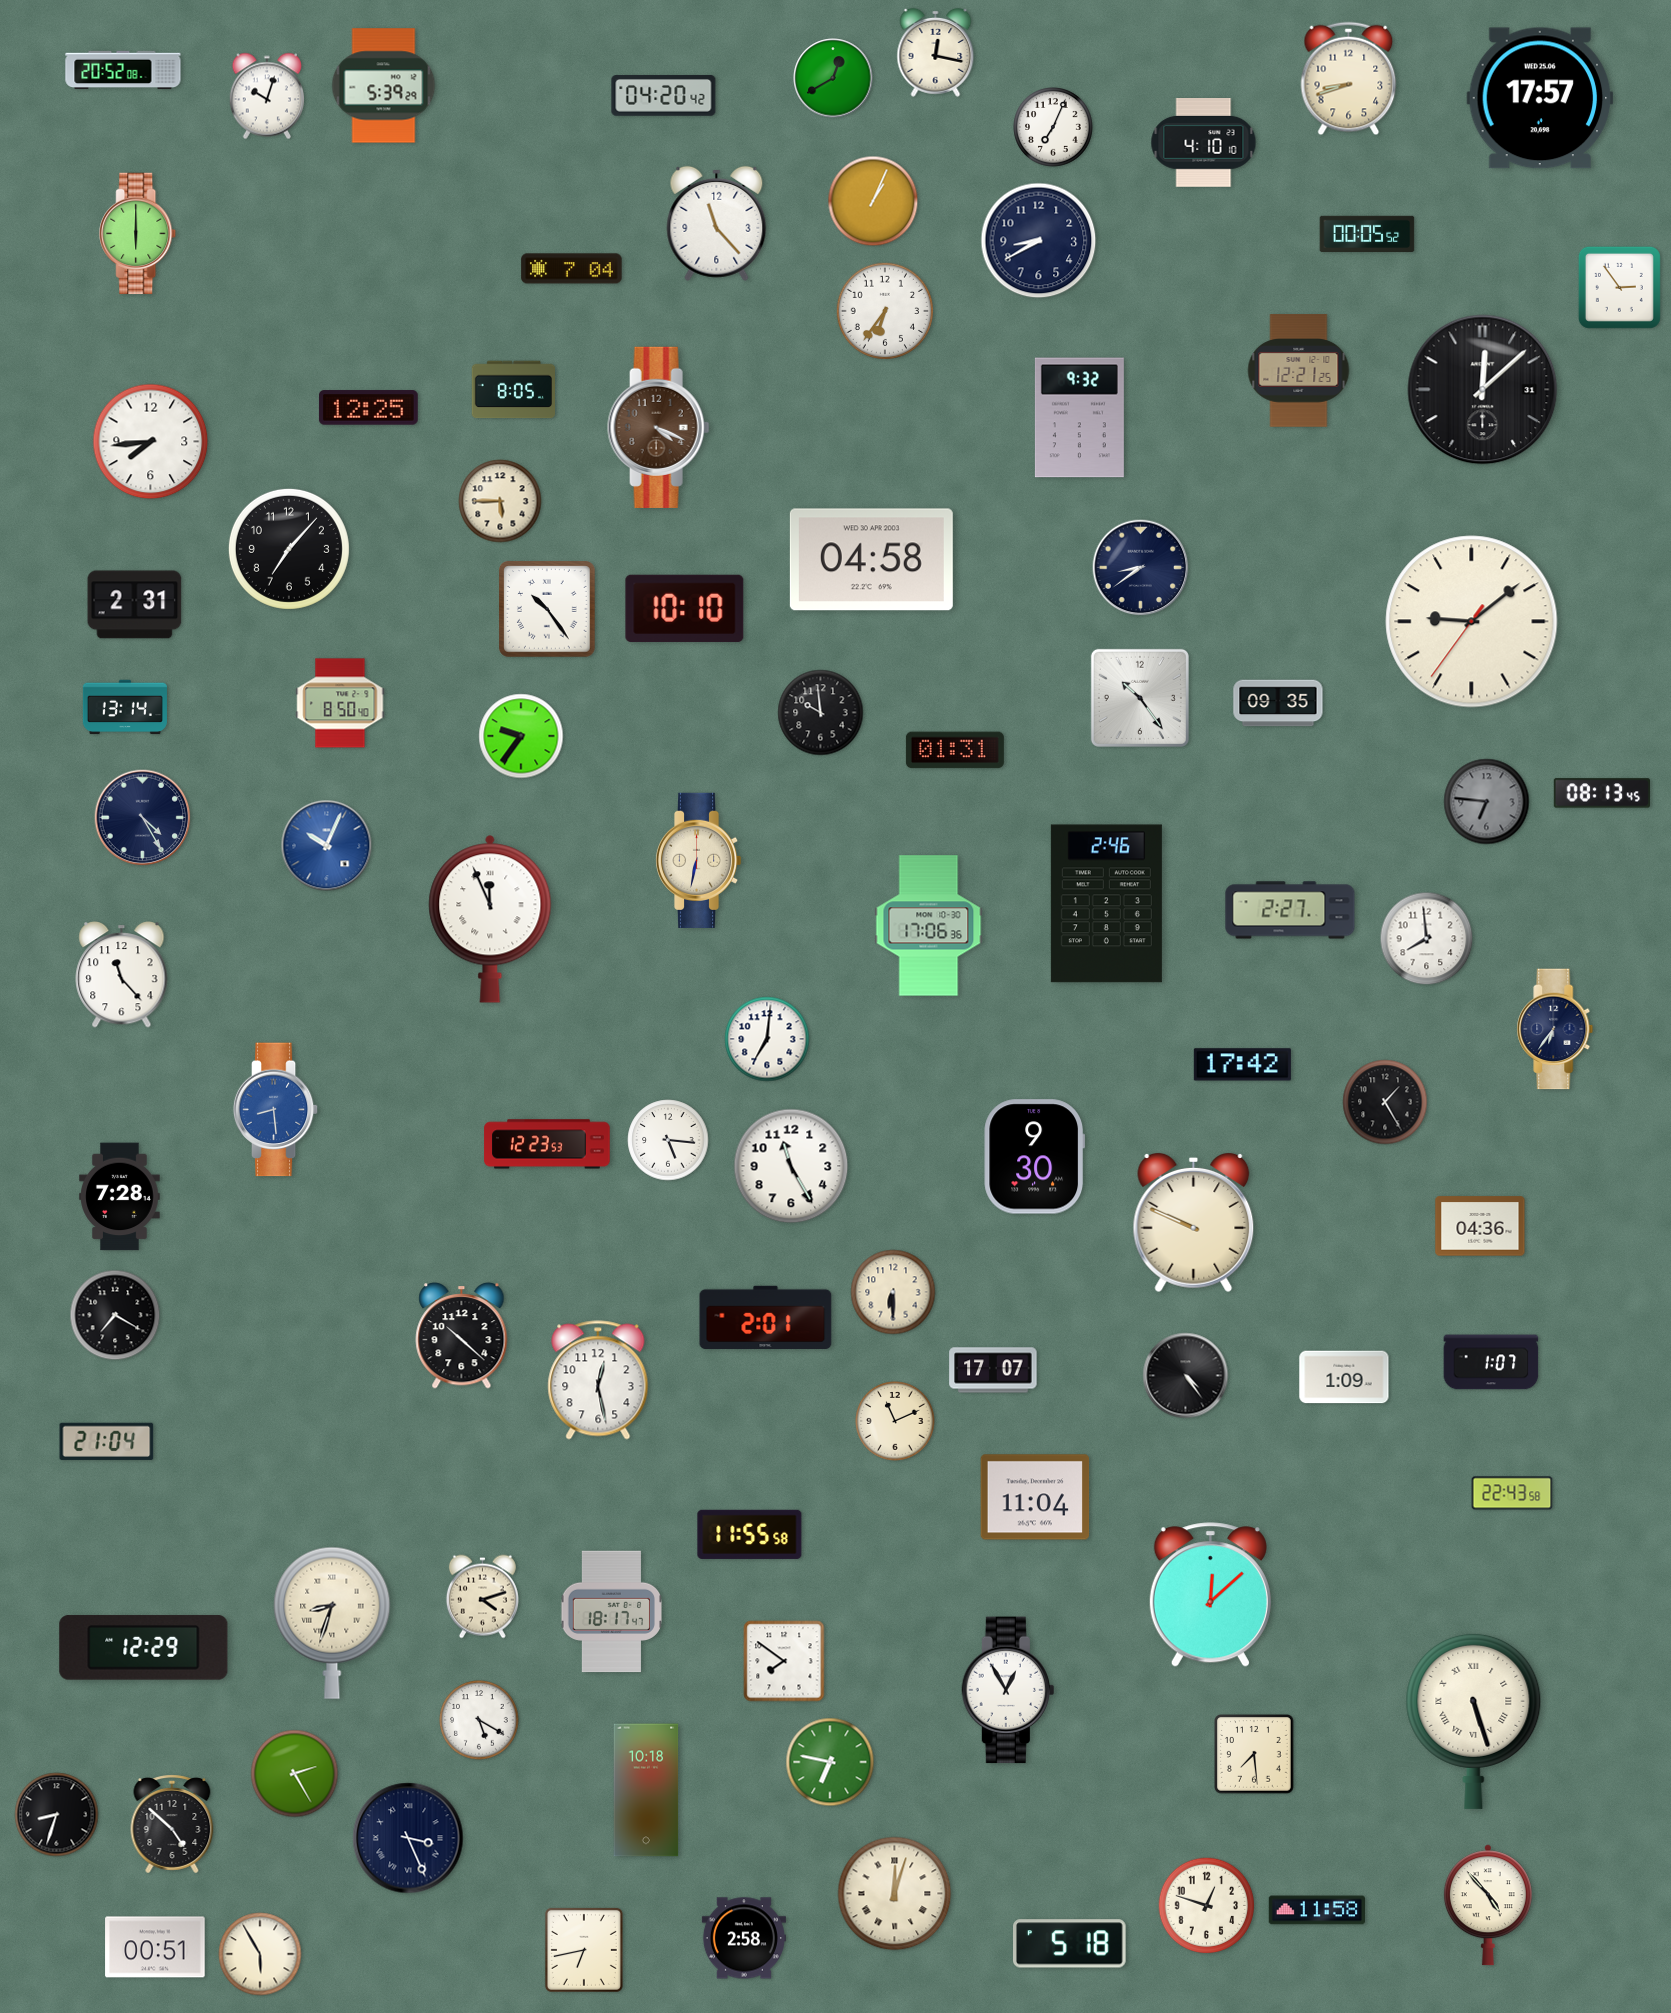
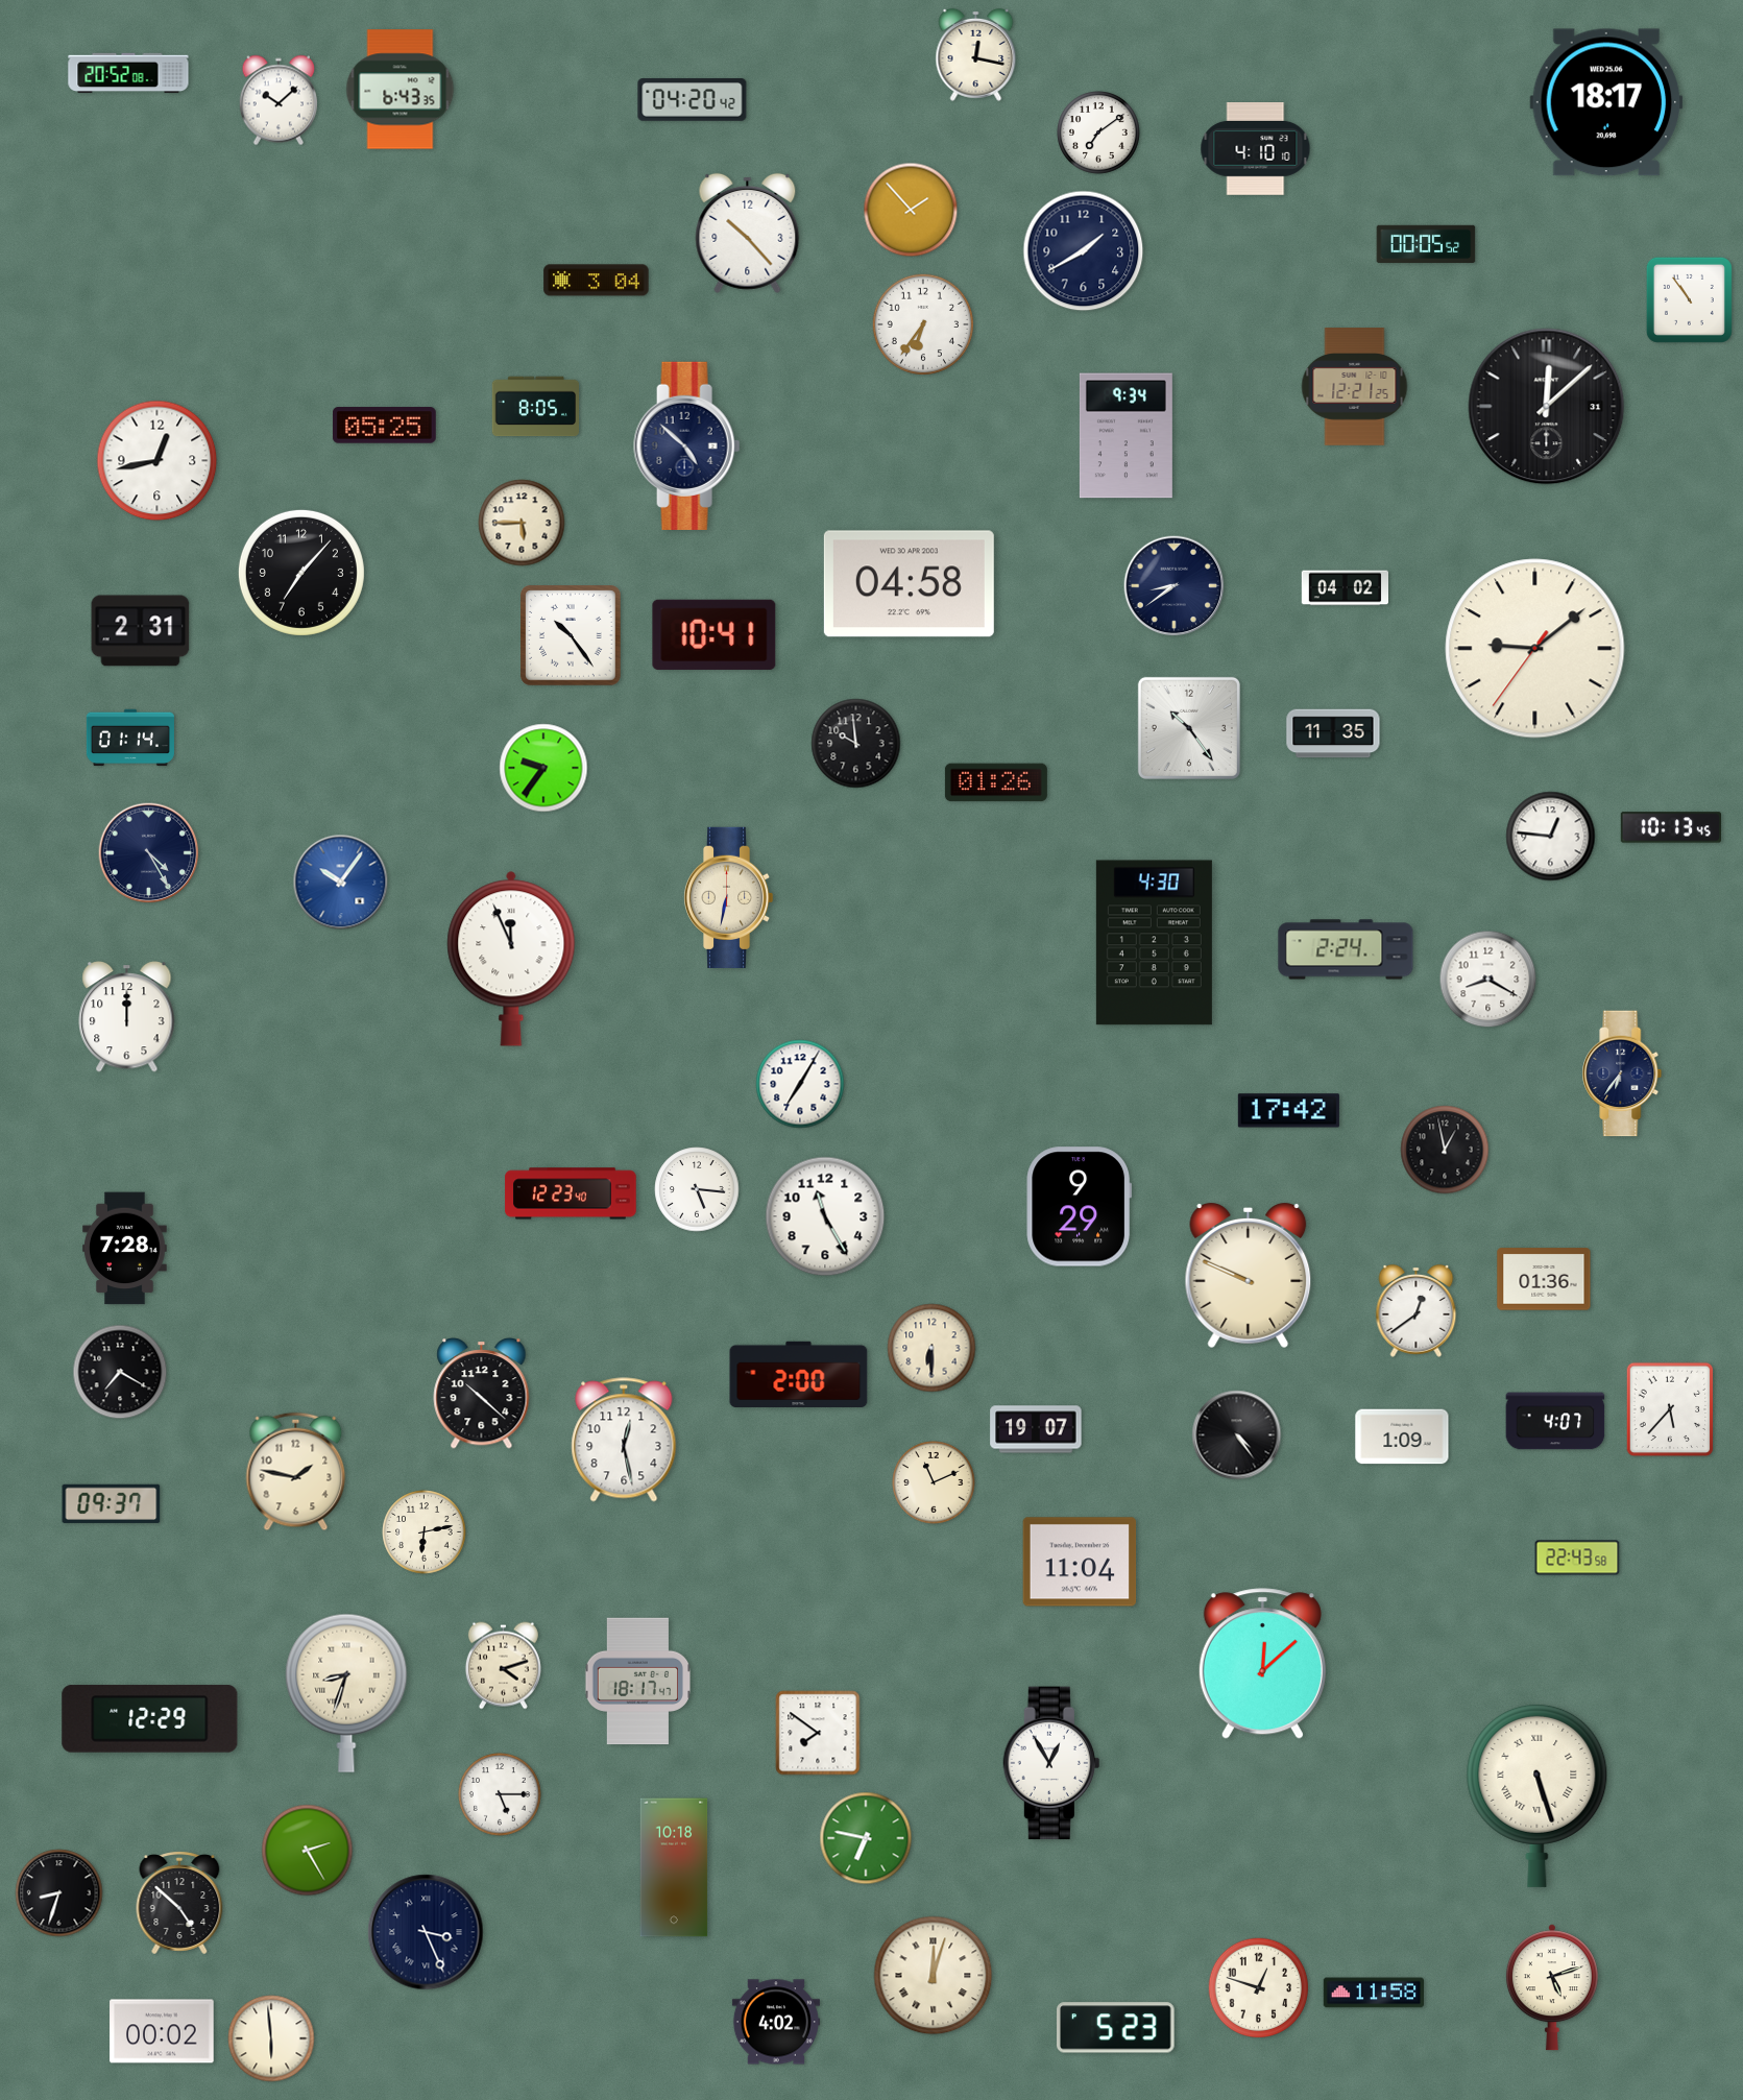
clock at (833, 78): 12:40 -> none
clock at (1349, 79): 8:42 -> none
clock at (384, 86): 5:39 -> 6:43
clock at (266, 96): 10:03 -> 10:08
clock at (1540, 98): 17:57 -> 18:17
clock at (1053, 127): 7:04 -> 7:09
clock at (873, 201): 1:04 -> 1:53
clock at (717, 223): 11:23 -> 10:23
clock at (138, 234): 6:00 -> none
clock at (1039, 241): 8:40 -> 1:40
clock at (572, 269): 7:04 -> 3:04
clock at (1619, 287): 2:54 -> 10:54
clock at (368, 408): 12:25 -> 05:25
clock at (1079, 418): 9:32 -> 9:34
clock at (659, 427): 4:19 -> 4:52
clock at (659, 427) dial: brown -> navy
clock at (151, 442): 7:44 -> 12:43
clock at (1345, 588): none -> 04:02
clock at (1141, 568) position: (1141, 568) -> (1175, 586)
clock at (685, 608): 10:10 -> 10:41
clock at (340, 703): 8:50 -> none
clock at (1278, 703): 09:35 -> 11:35
clock at (125, 707): 13:14 -> 01:14
clock at (955, 750): 01:31 -> 01:26
clock at (1601, 793): 08:13 -> 10:13
clock at (1487, 802): 6:46 -> 12:46
clock at (1487, 802) dial: grey -> white
clock at (327, 846): 10:04 -> 10:06
clock at (1106, 904): 2:46 -> 4:30
clock at (1290, 910): 2:27 -> 2:24
clock at (929, 926): 17:06 -> none
clock at (1427, 939): 7:59 -> 8:20
clock at (122, 975): 11:23 -> 12:00
clock at (767, 1039): 7:01 -> 7:05
clock at (1242, 1065) position: (1242, 1065) -> (1288, 1111)
clock at (1385, 1102): 1:25 -> 12:58
clock at (276, 1110): 8:29 -> none
clock at (547, 1144): 12:23:53 -> 12:23:40
clock at (1034, 1157): 9:30 -> 9:29
clock at (1194, 1223) position: (1194, 1223) -> (1249, 1276)
clock at (1480, 1226): 04:36 -> 01:36
clock at (1417, 1310): none -> 12:39
clock at (766, 1317): 2:01 -> 2:00
clock at (1670, 1409): none -> 5:37
clock at (1491, 1362): 1:07 -> 4:07
clock at (993, 1370): 17:07 -> 19:07
clock at (296, 1472): none -> 1:47
clock at (107, 1441): 21:04 -> 09:37
clock at (425, 1532): none -> 6:13
clock at (750, 1534): 11:55 -> none
clock at (479, 1720): 5:20 -> 5:15
clock at (1255, 1755): 7:29 -> none
clock at (408, 1838) position: (408, 1838) -> (426, 1932)
clock at (1488, 1905): 4:53 -> 5:12
clock at (744, 1938): 2:58 -> 4:02
clock at (1070, 1944): 5:18 -> 5:23
clock at (155, 1947): 00:51 -> 00:02
clock at (584, 1950): 6:43 -> none
clock at (260, 1954): 5:55 -> 5:59
